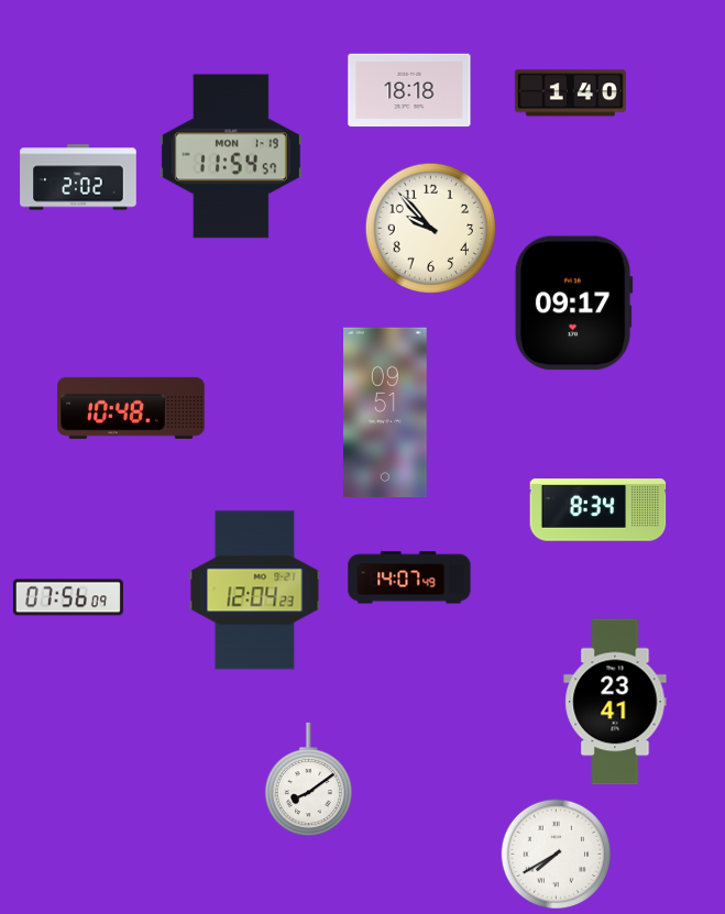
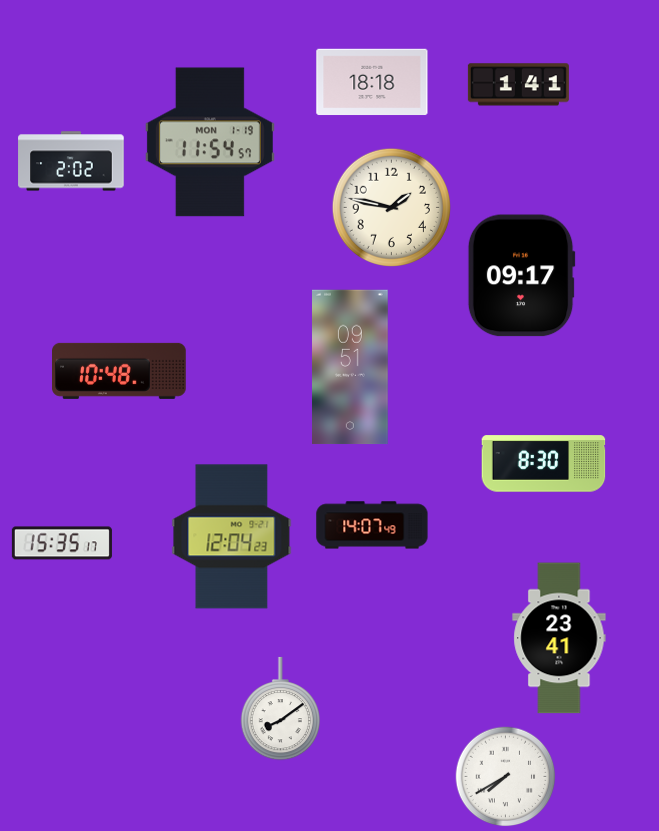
clock at (570, 93): 1:40 -> 1:41
clock at (430, 228): 9:53 -> 1:47
clock at (386, 412) position: (386, 412) -> (351, 367)
clock at (598, 510): 8:34 -> 8:30
clock at (68, 597): 07:56 -> 15:35
